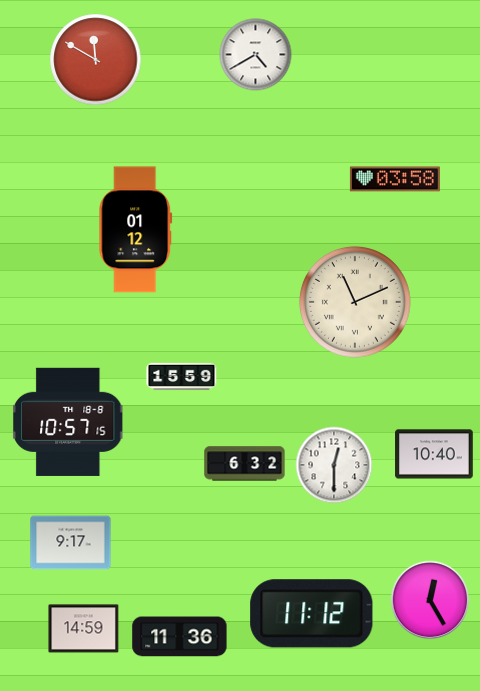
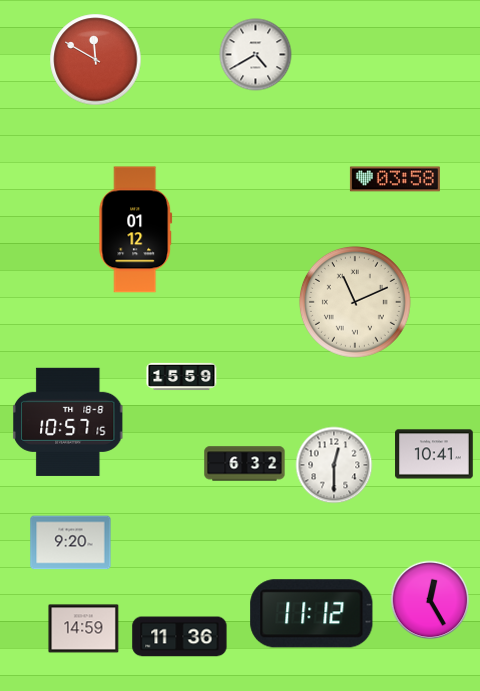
clock at (434, 454): 10:40 -> 10:41
clock at (71, 543): 9:17 -> 9:20
